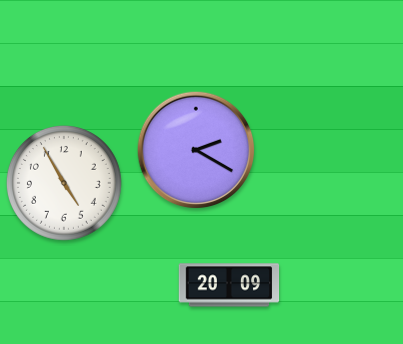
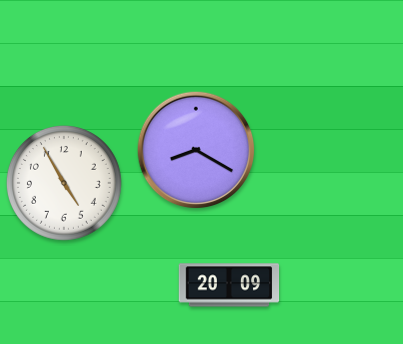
clock at (196, 150): 2:20 -> 8:20
